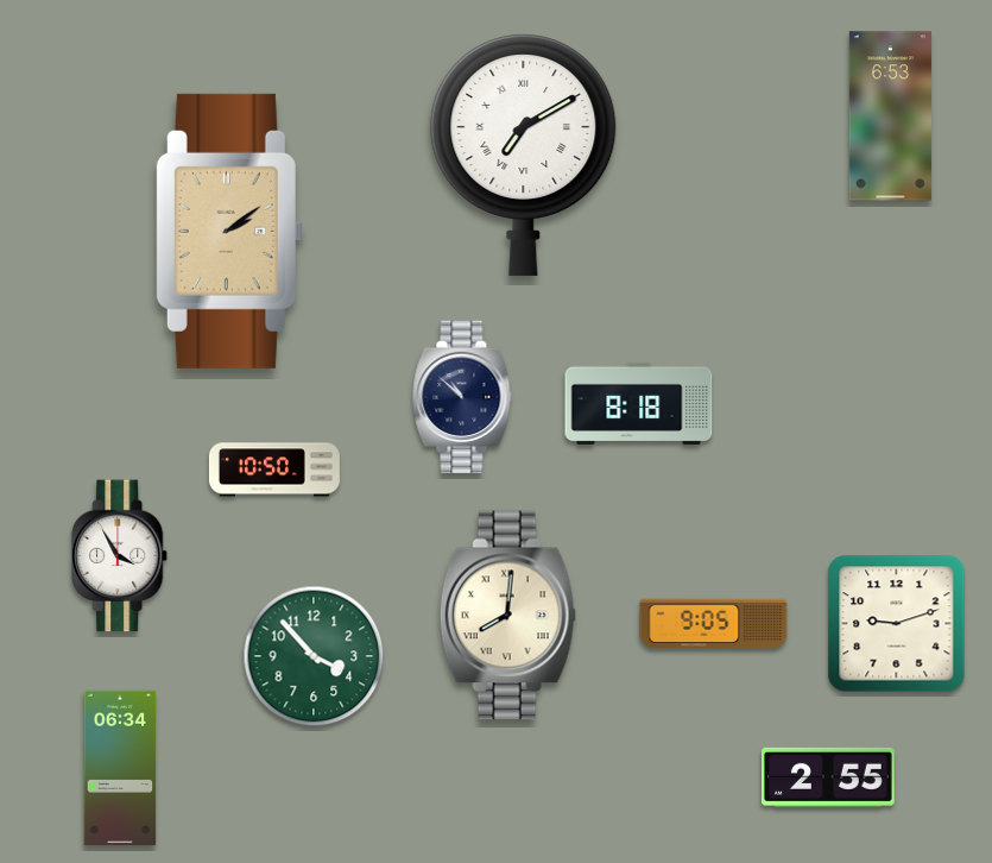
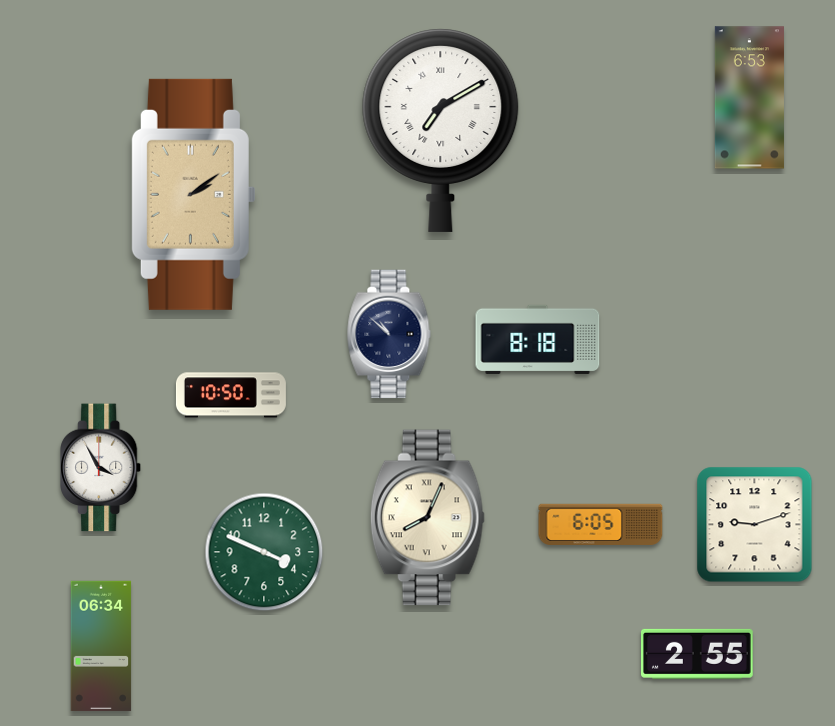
clock at (507, 616): 8:01 -> 8:04
clock at (714, 623): 9:05 -> 6:05
clock at (314, 656): 3:53 -> 3:49
